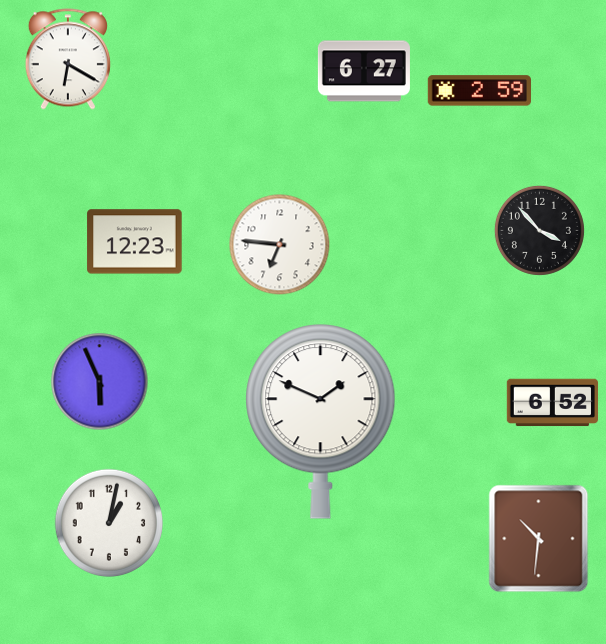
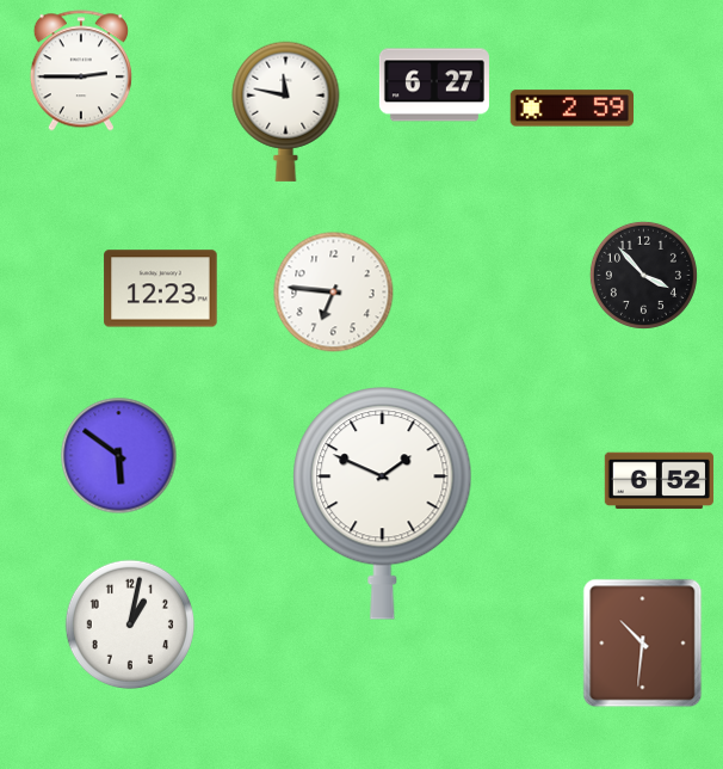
clock at (68, 59): 6:20 -> 2:45
clock at (286, 111): none -> 11:47
clock at (100, 382): 5:56 -> 5:51
